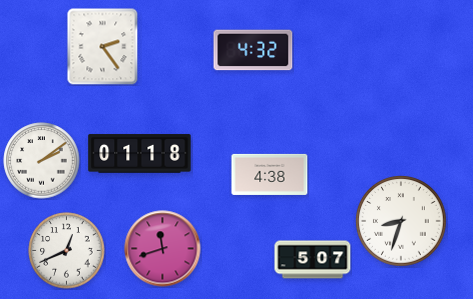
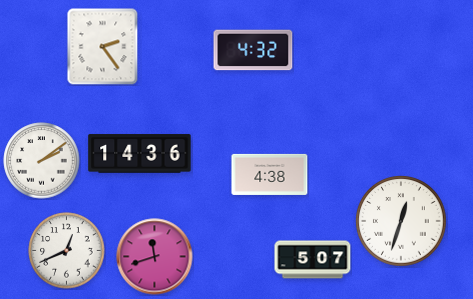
clock at (140, 154): 01:18 -> 14:36
clock at (401, 221): 8:33 -> 12:33
clock at (163, 249) position: (163, 249) -> (155, 257)
